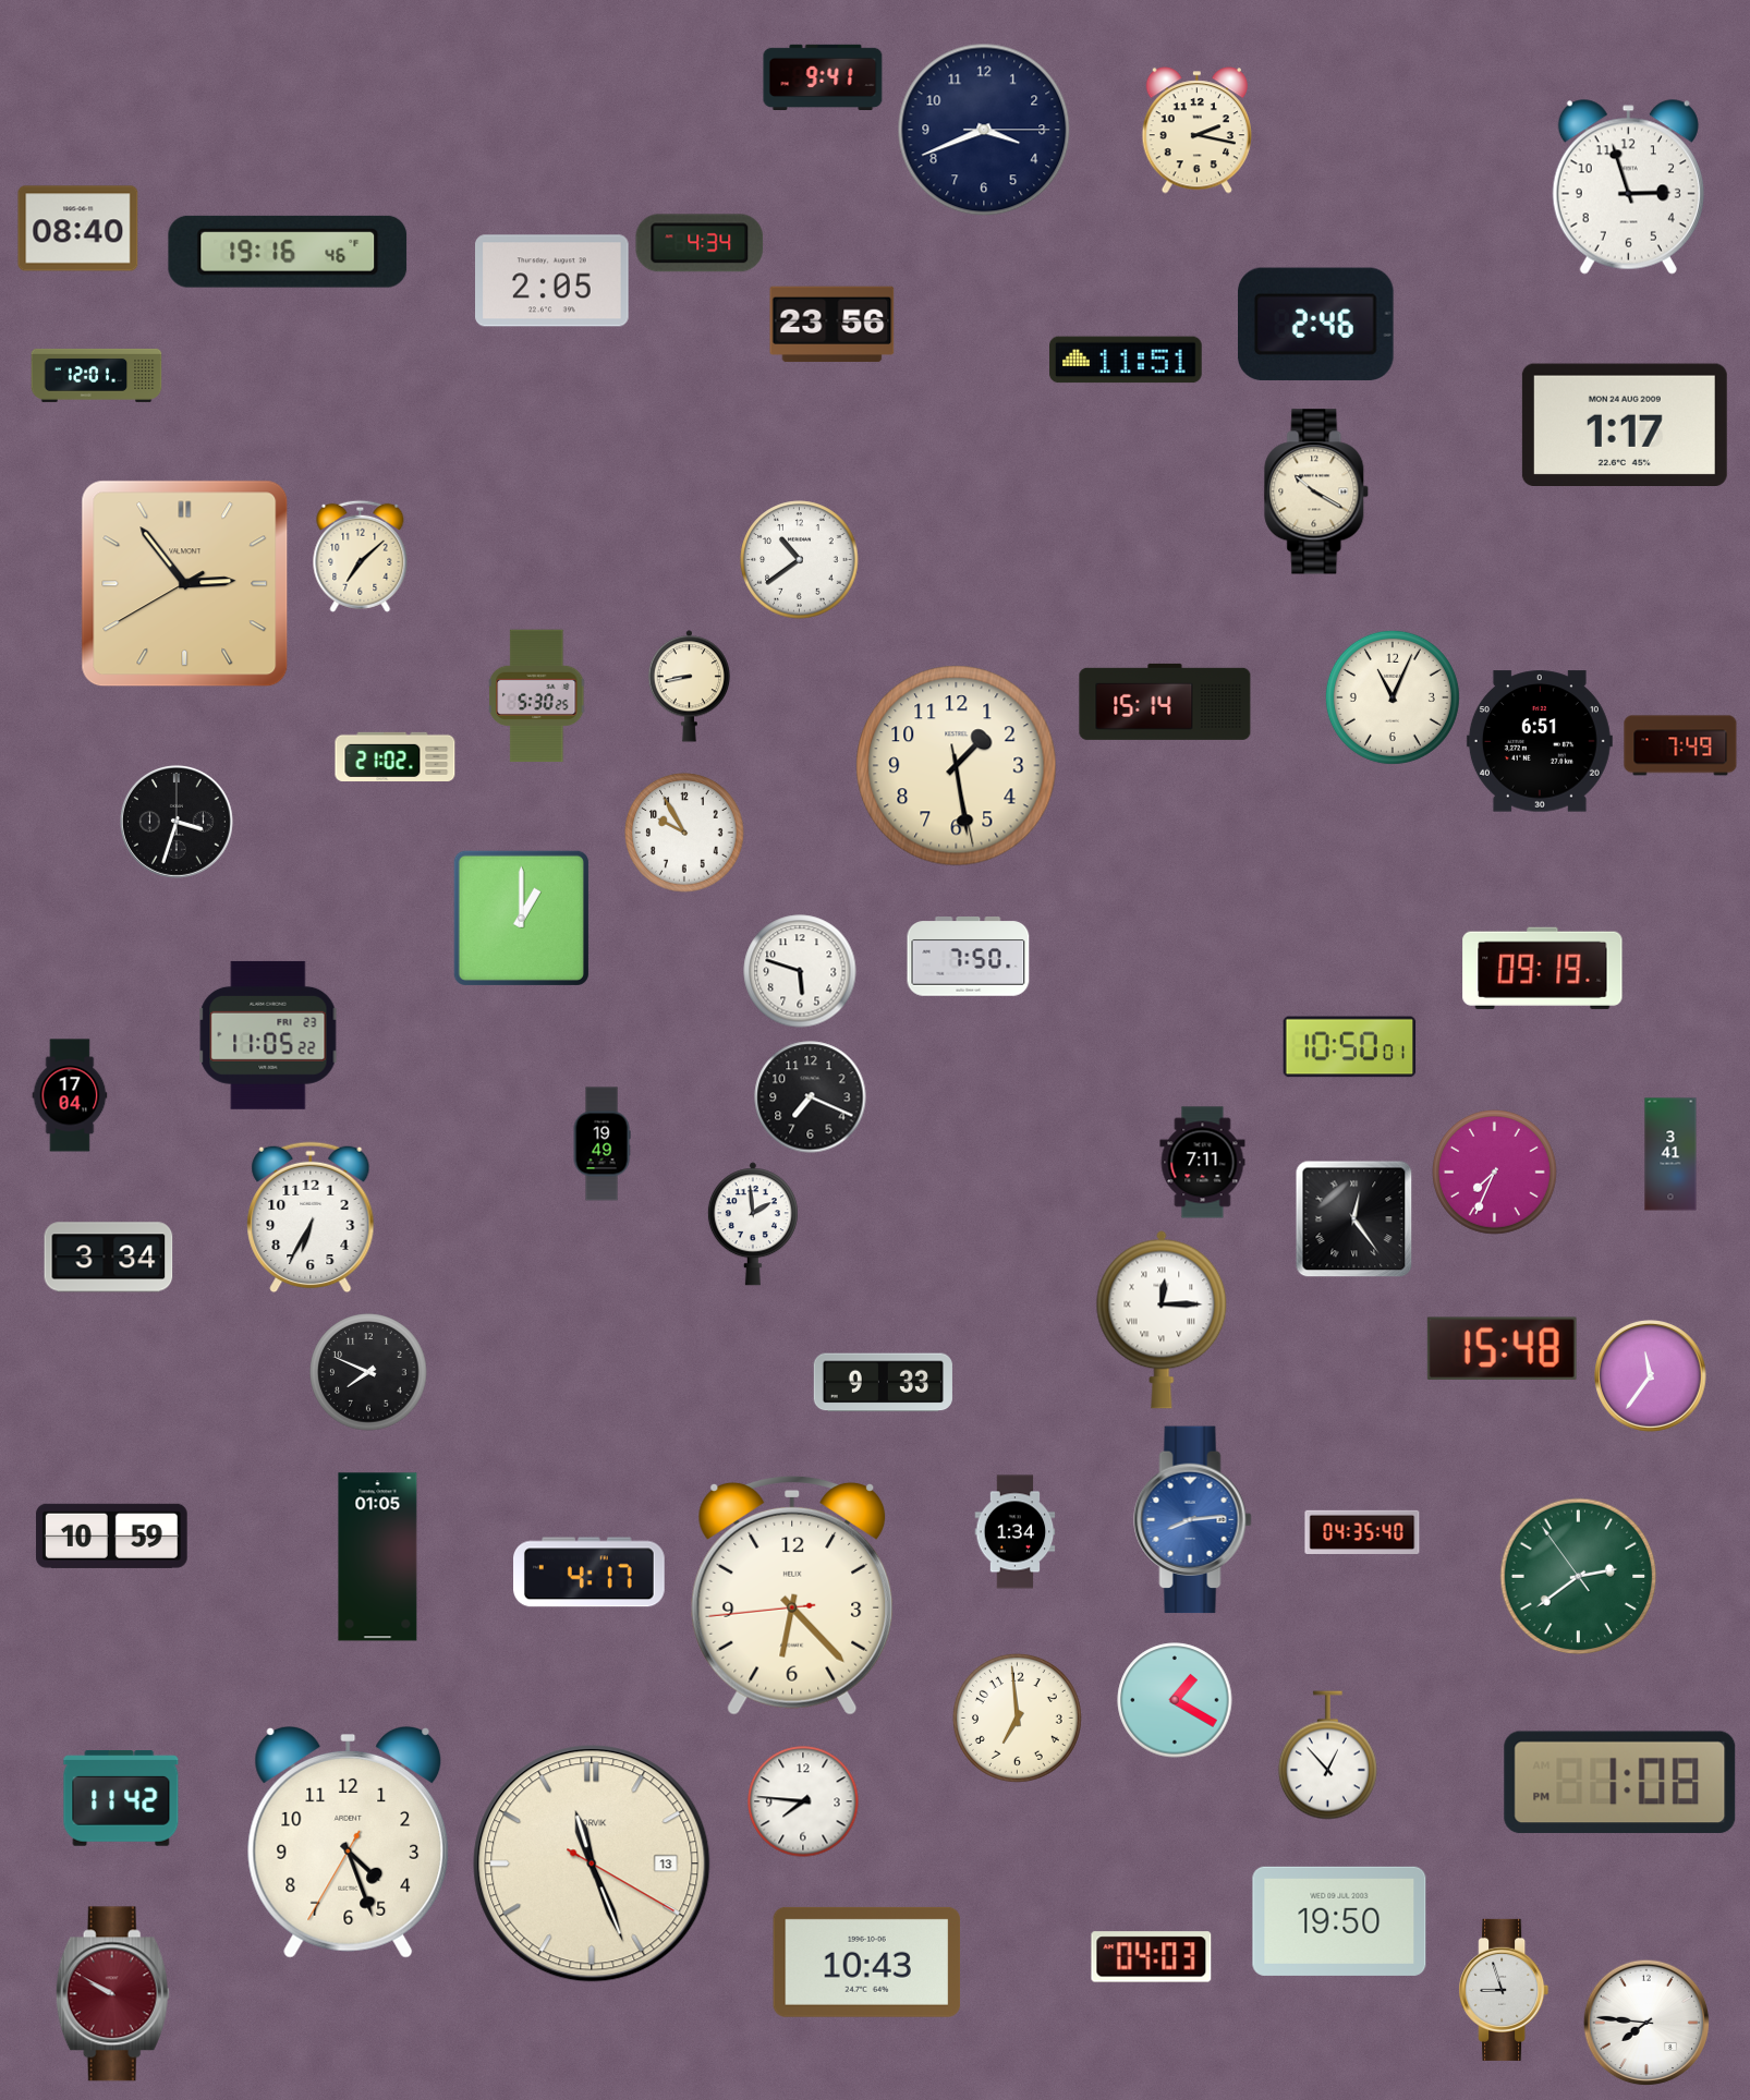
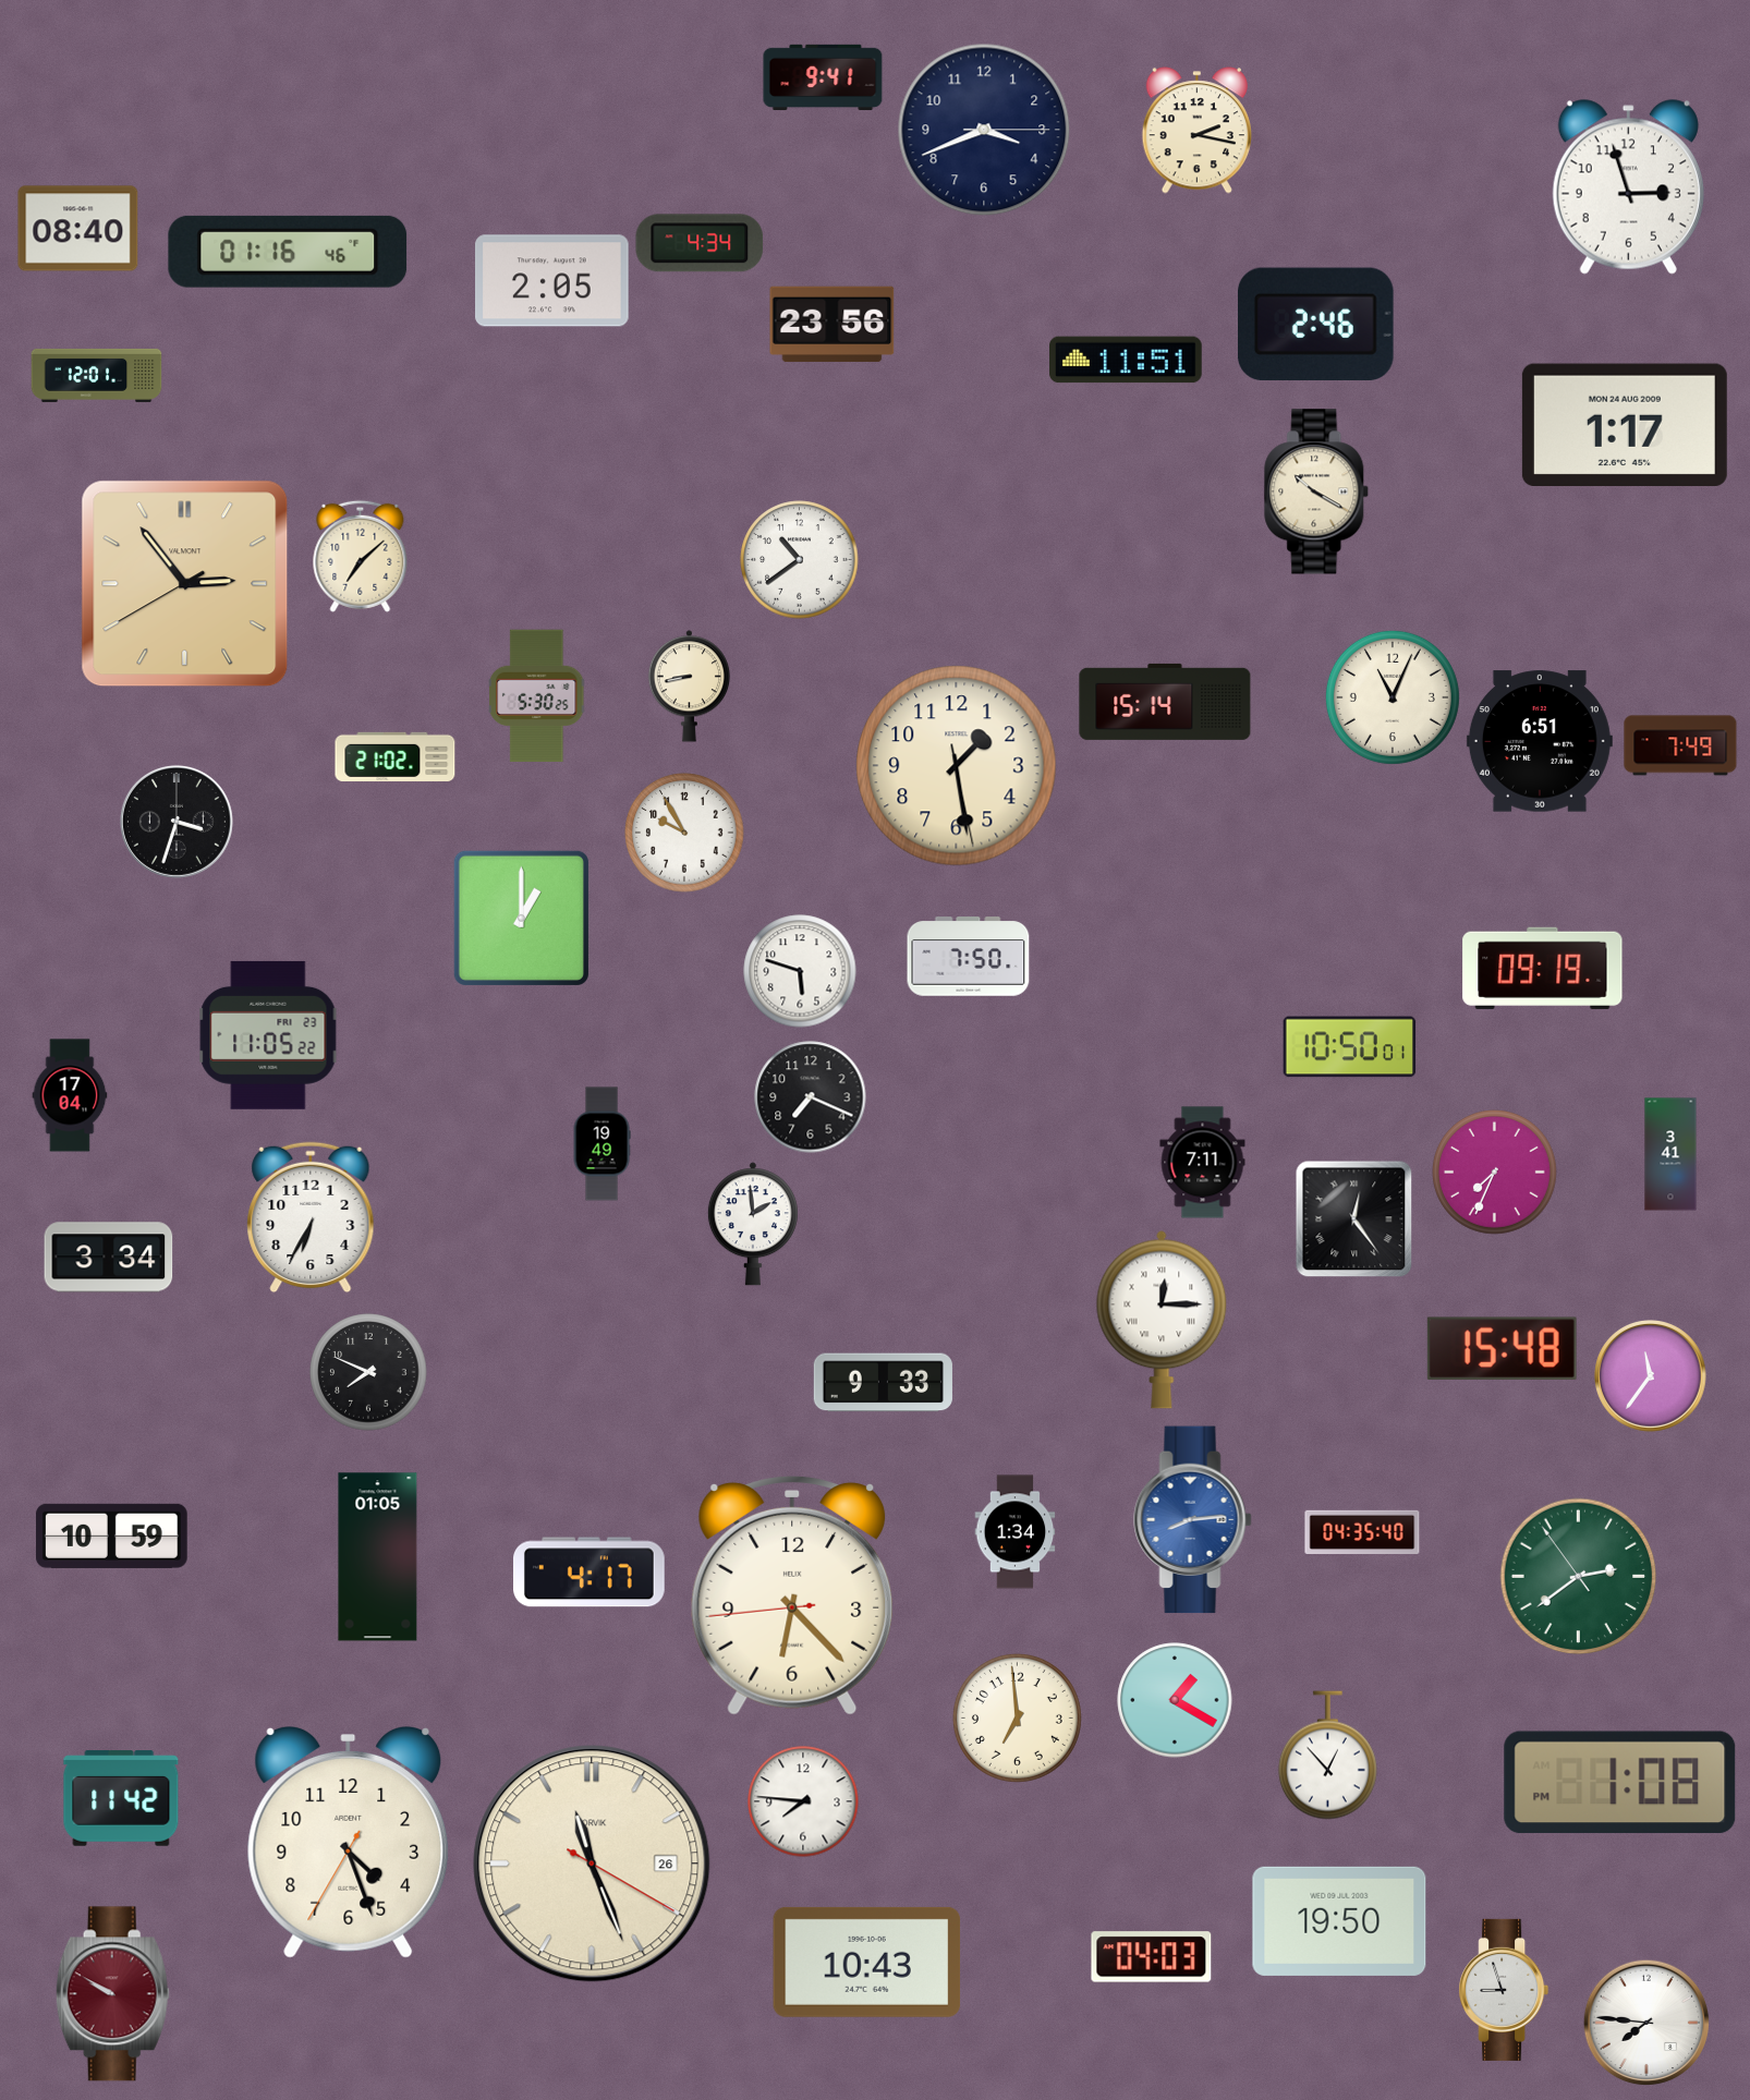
clock at (288, 252): 19:16 -> 01:16
clock at (592, 1864) date: 13 -> 26
